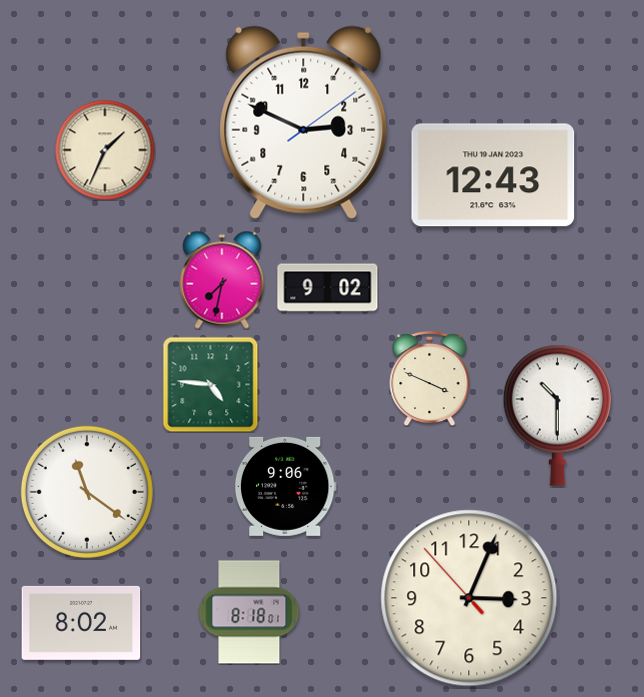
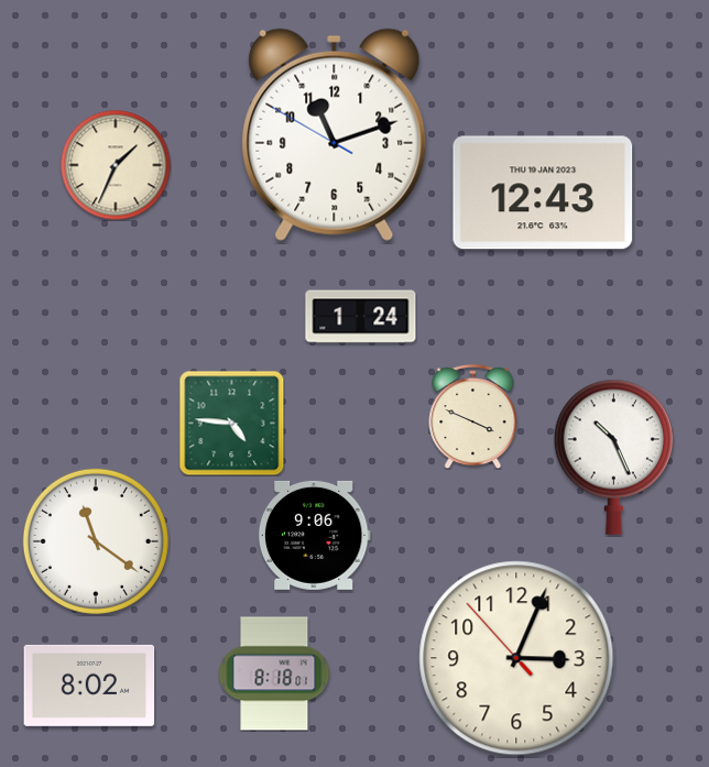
clock at (304, 122): 2:49 -> 11:11
clock at (222, 280): 7:32 -> none
clock at (328, 288): 9:02 -> 1:24
clock at (557, 415): 10:30 -> 10:26
